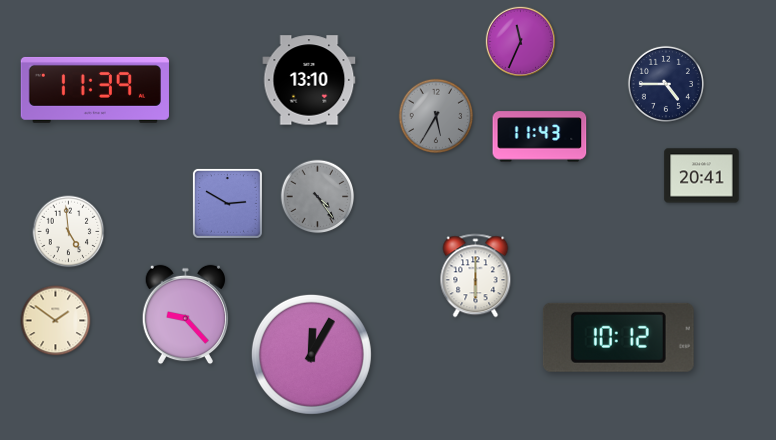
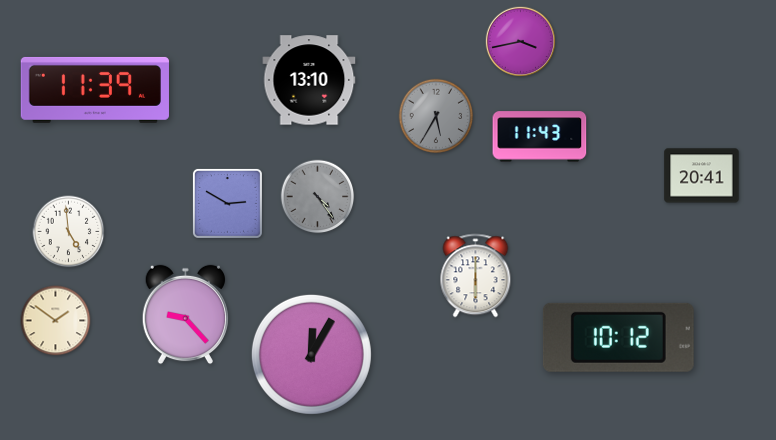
clock at (521, 42): 11:34 -> 3:43
clock at (666, 84): 4:45 -> none
